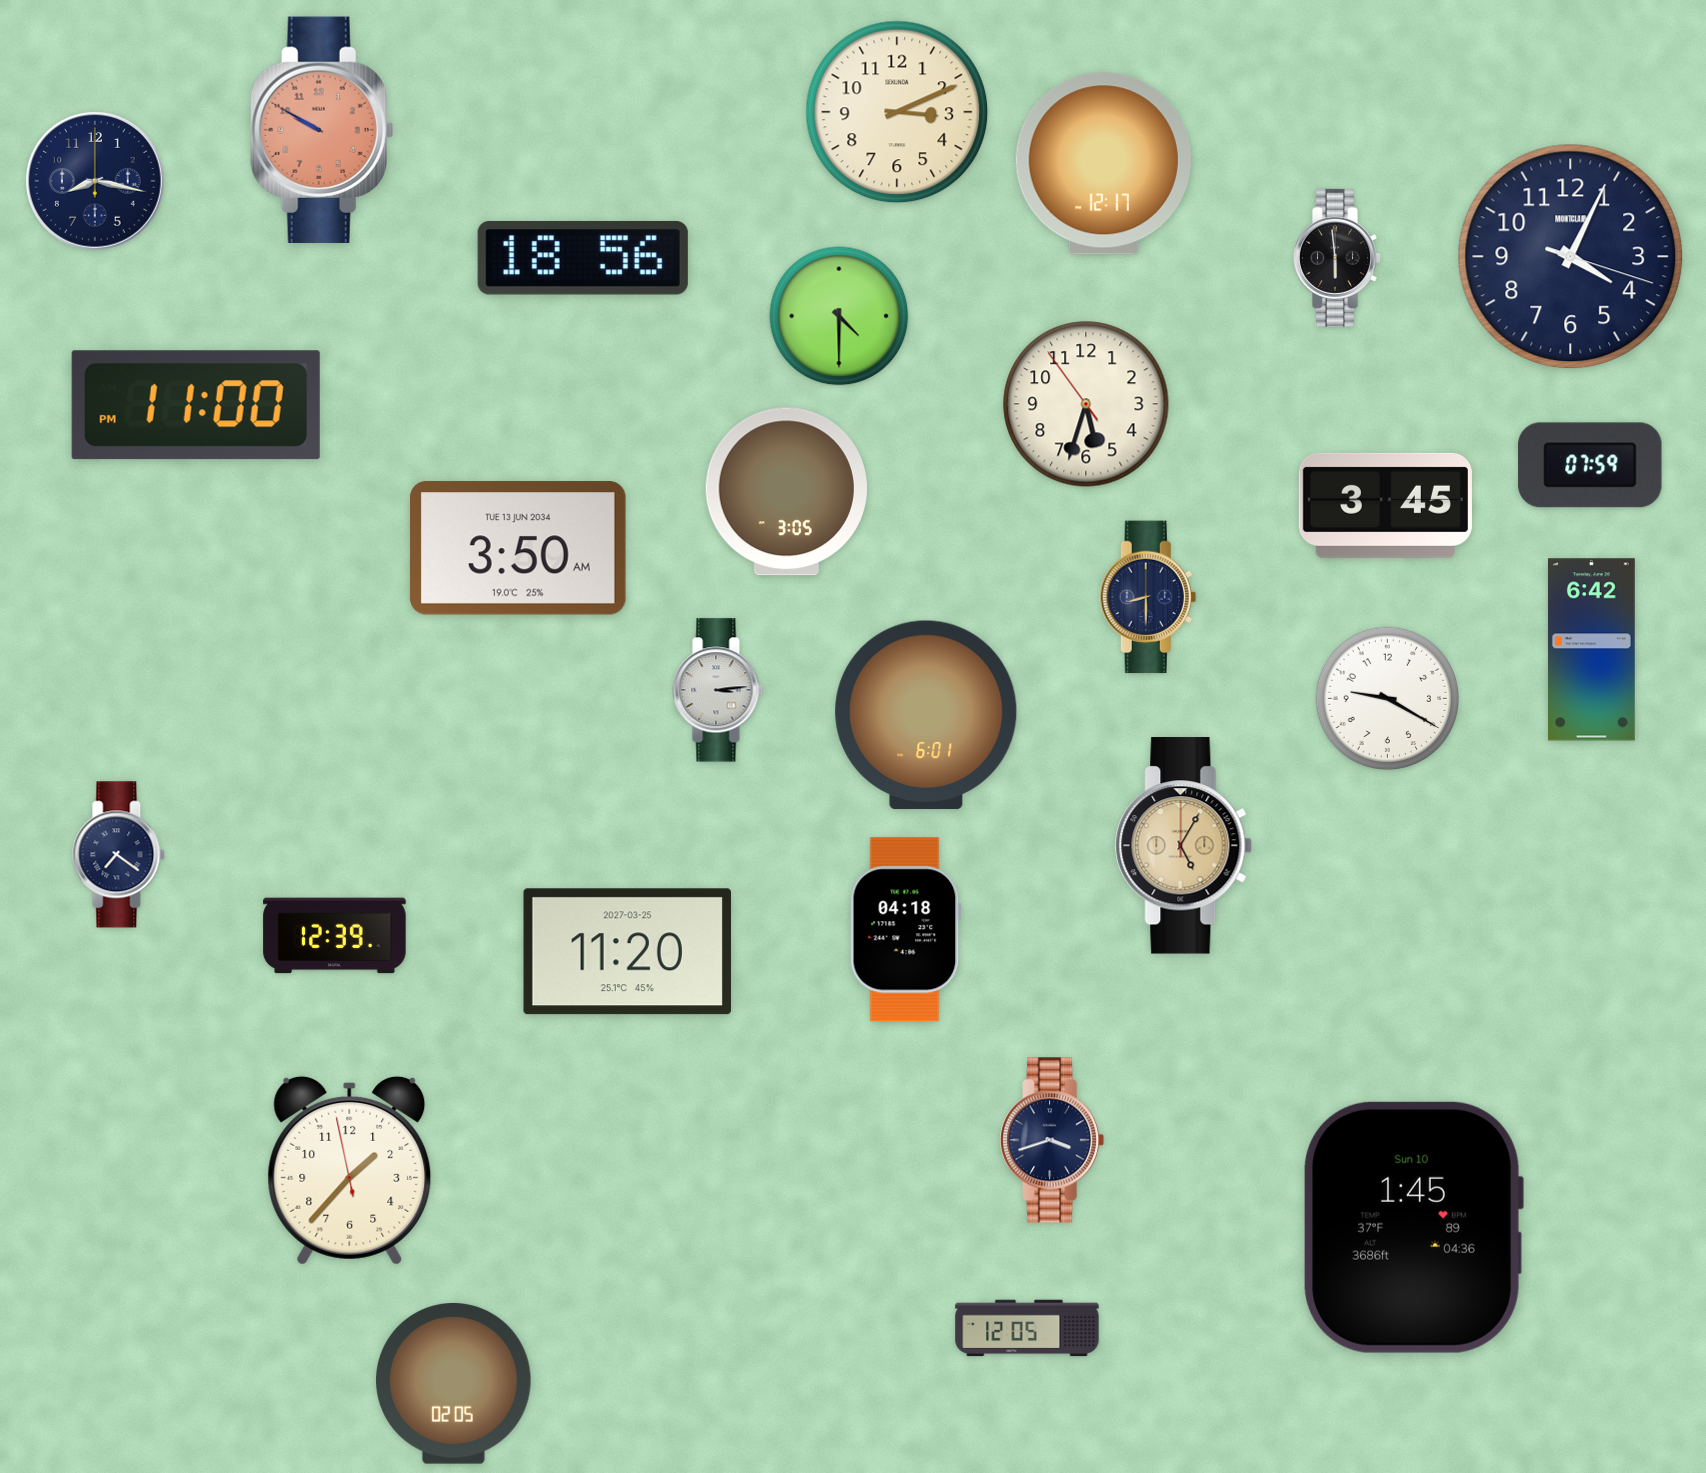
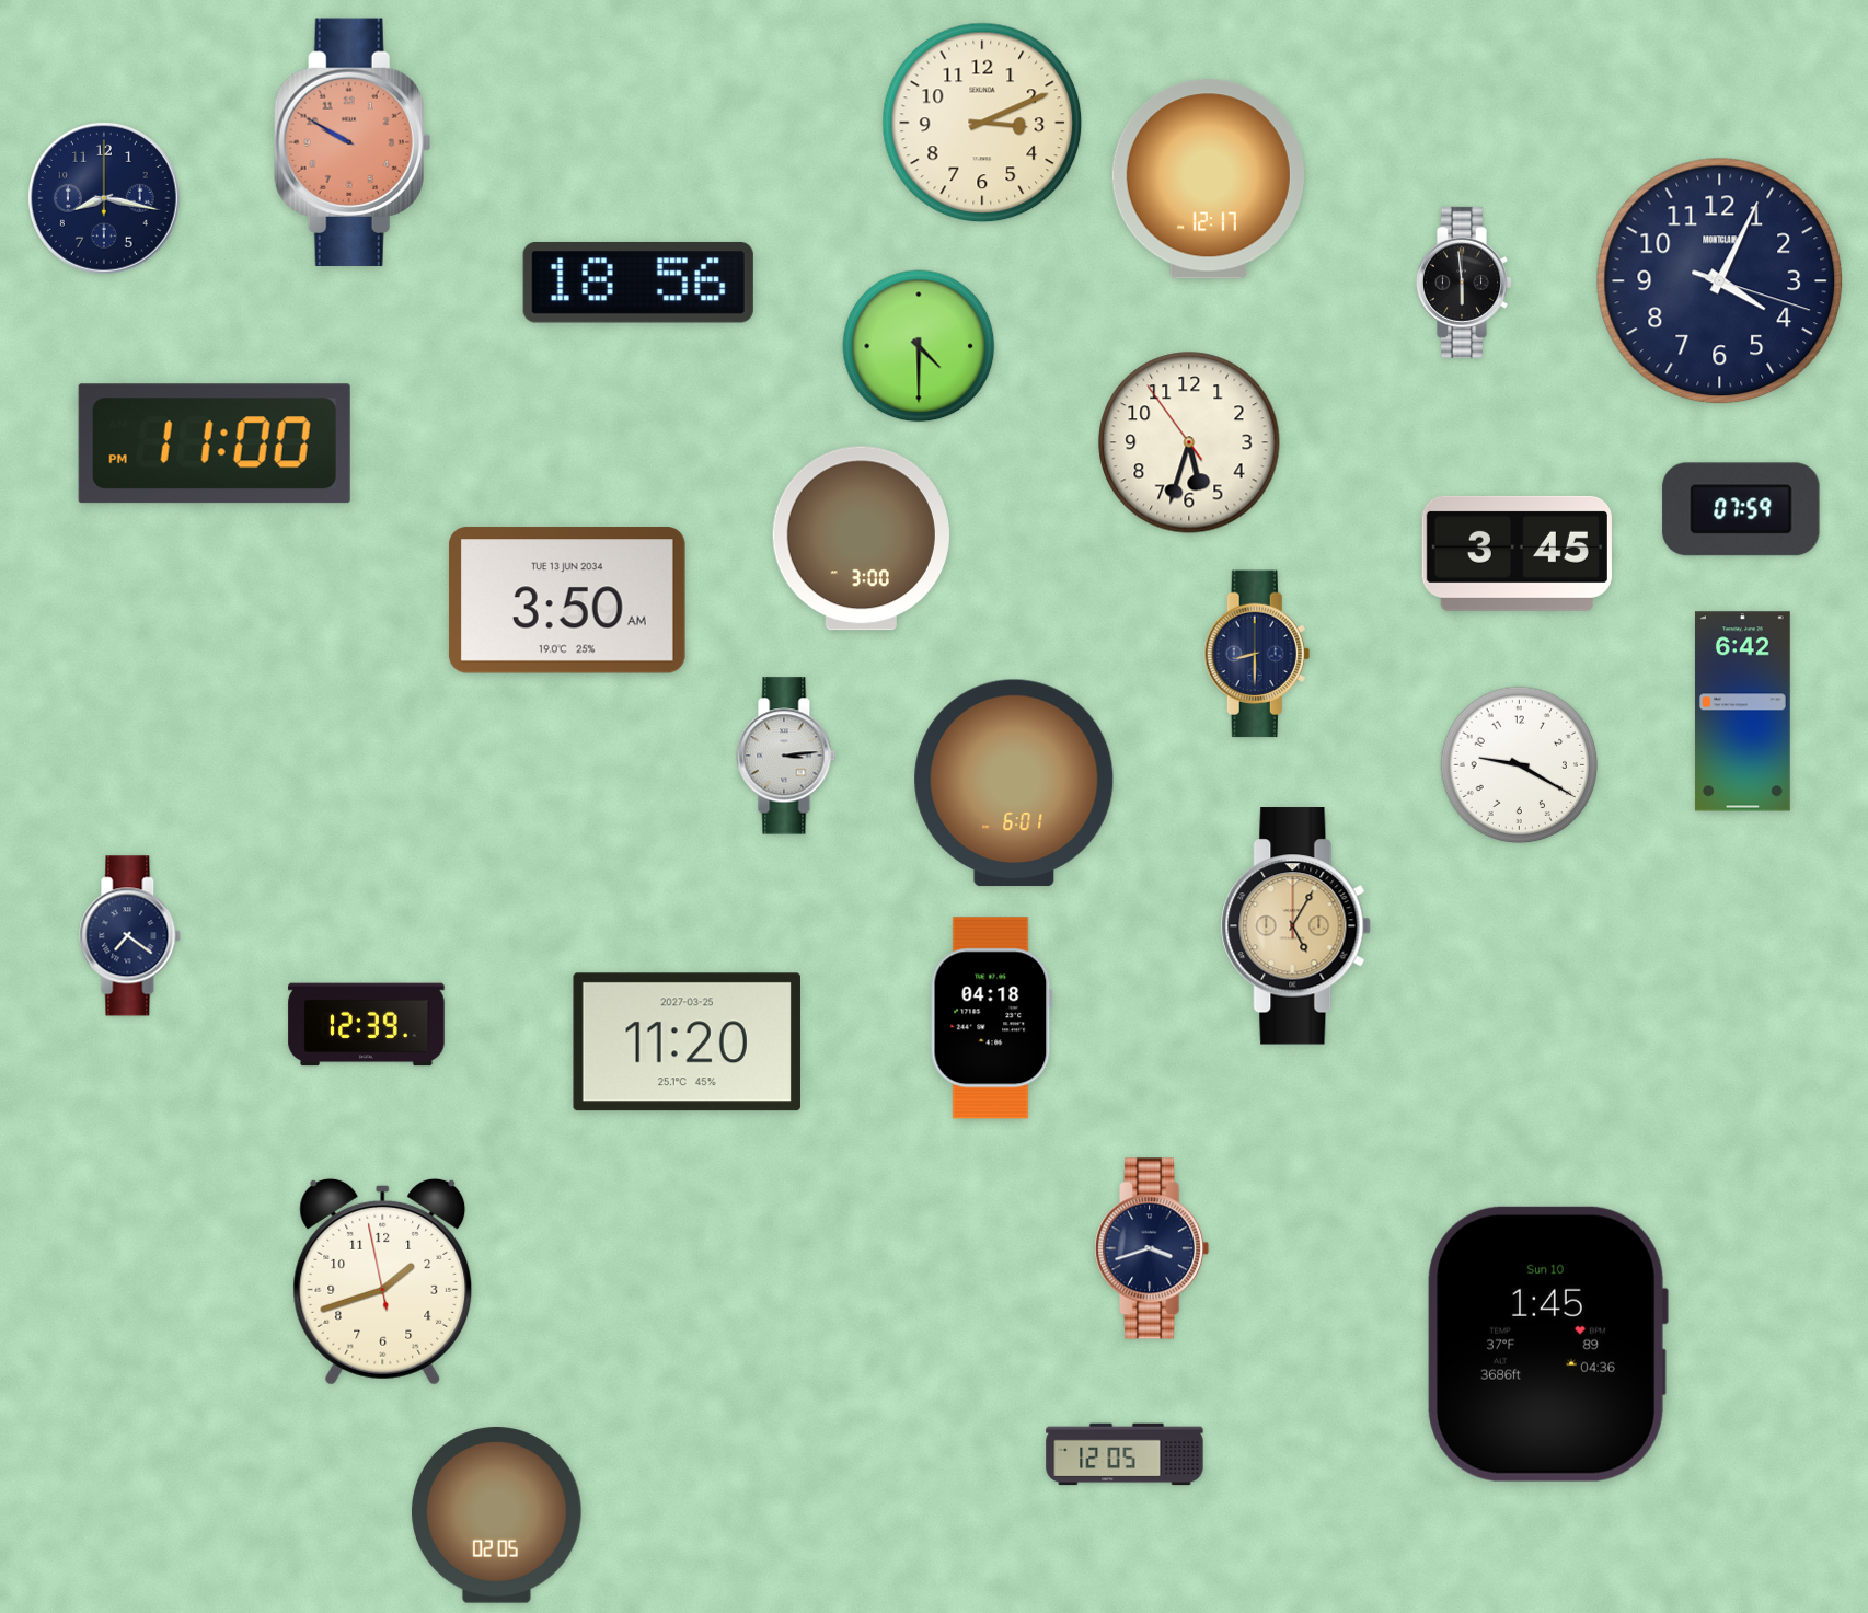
clock at (786, 492): 3:05 -> 3:00
clock at (350, 1170): 1:36 -> 1:41
